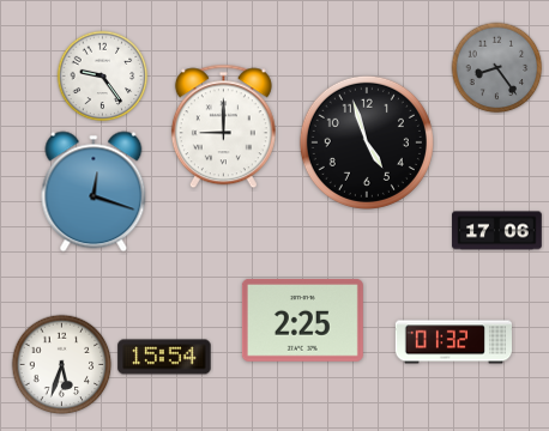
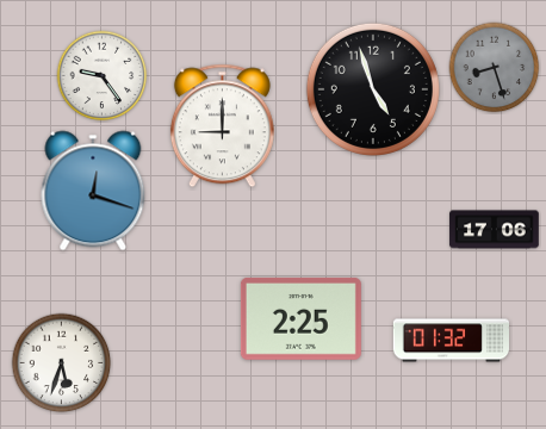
clock at (497, 68): 8:24 -> 8:27
clock at (367, 142) position: (367, 142) -> (373, 89)
clock at (164, 357): 15:54 -> none
